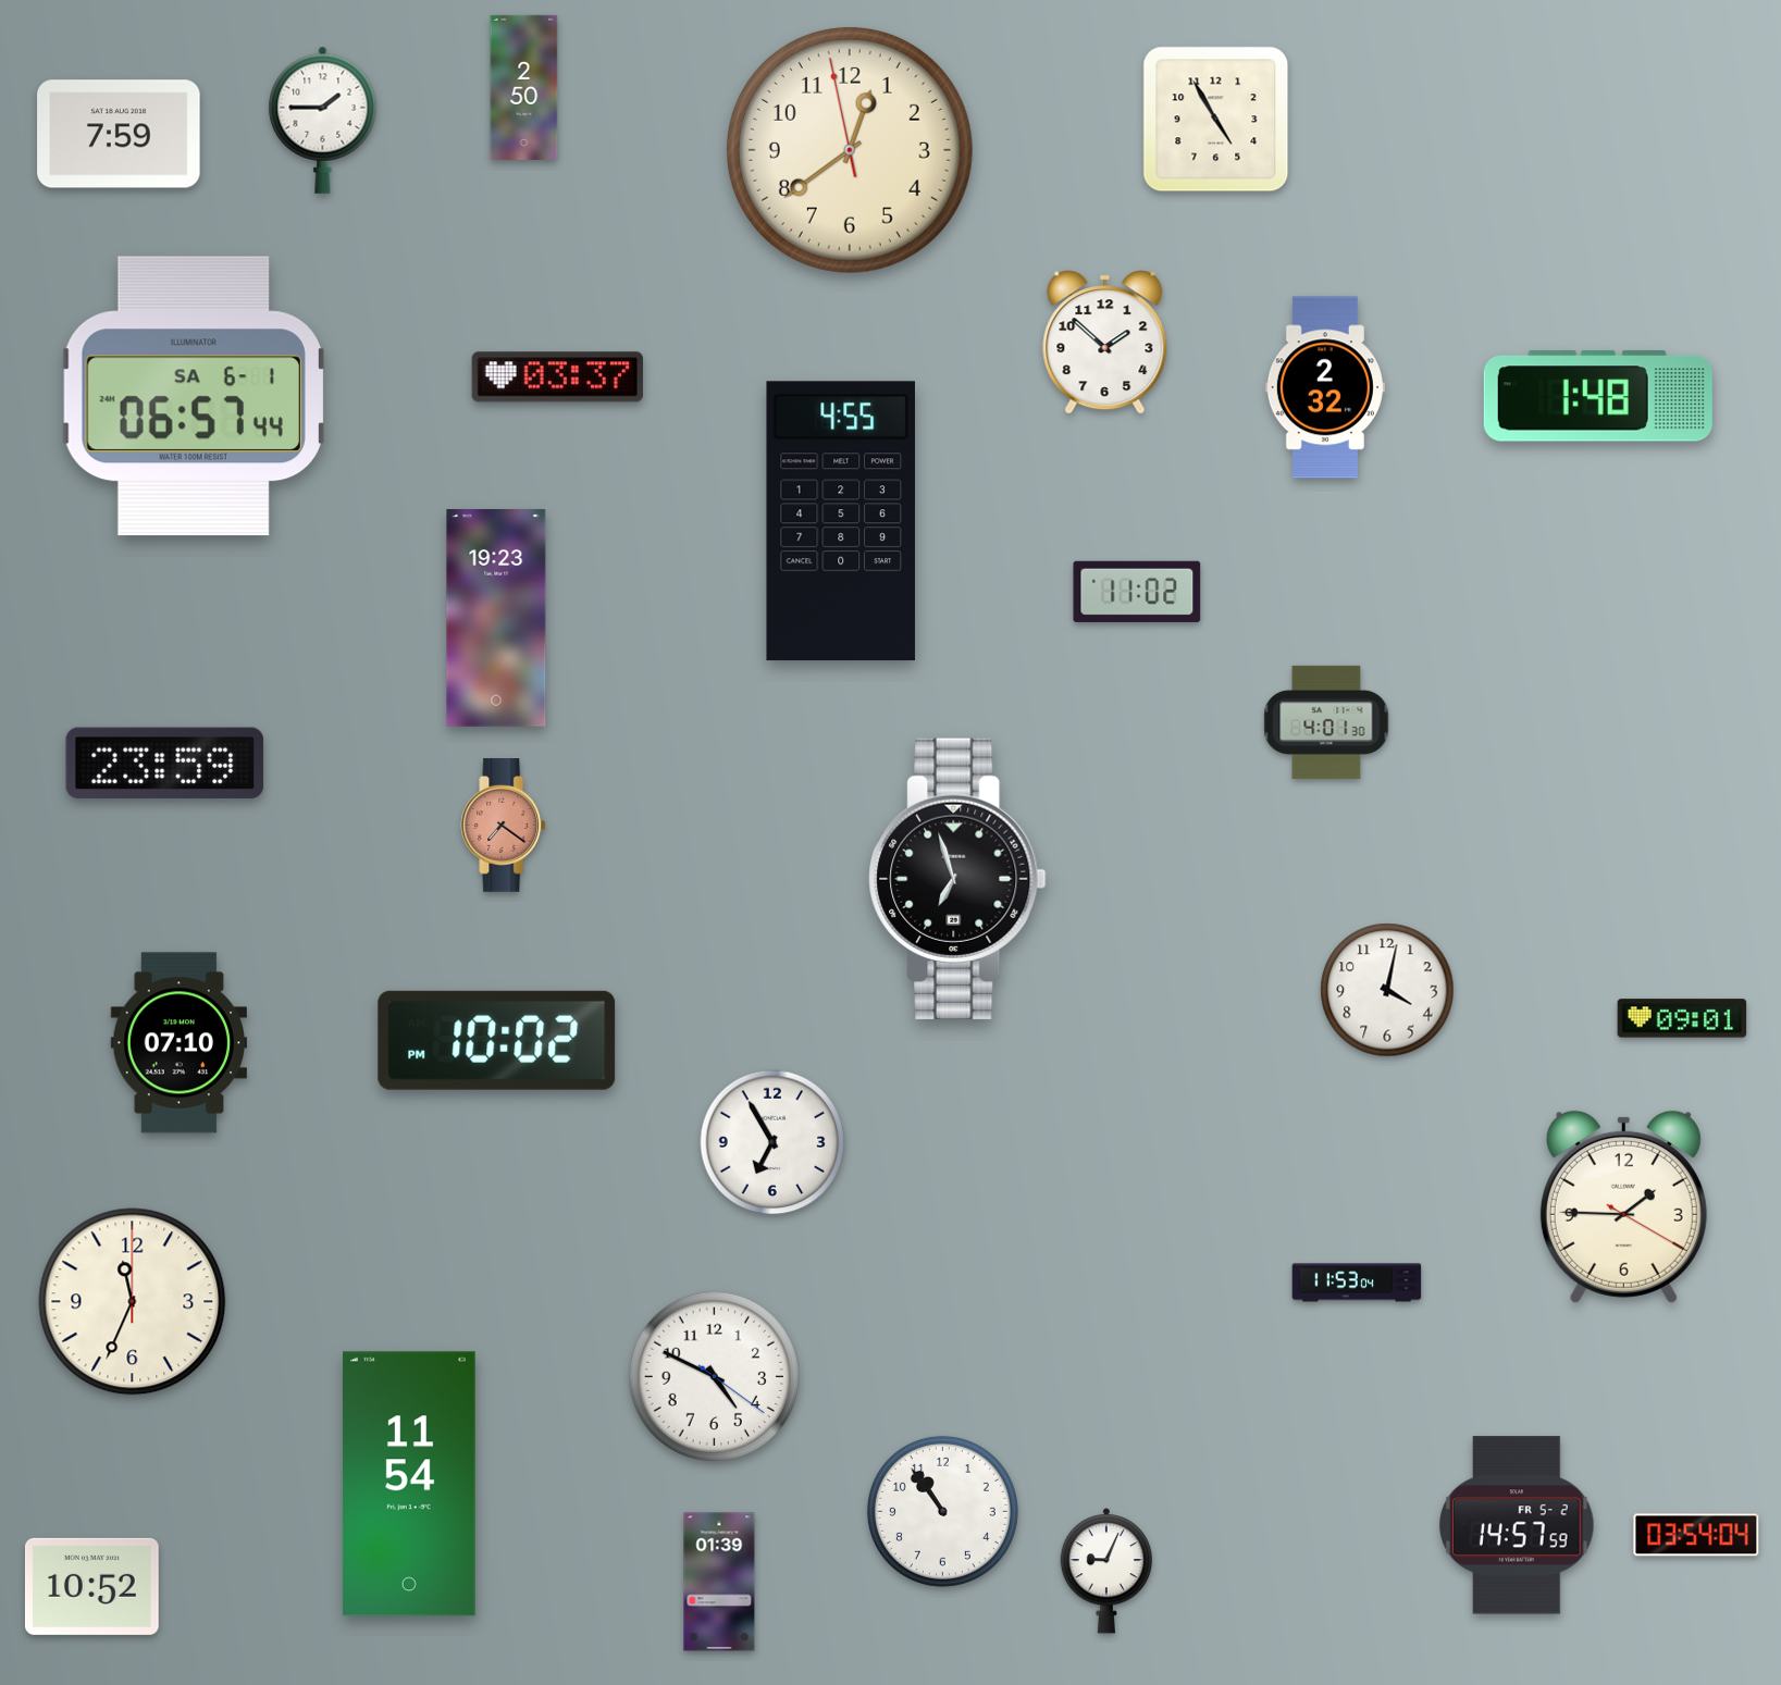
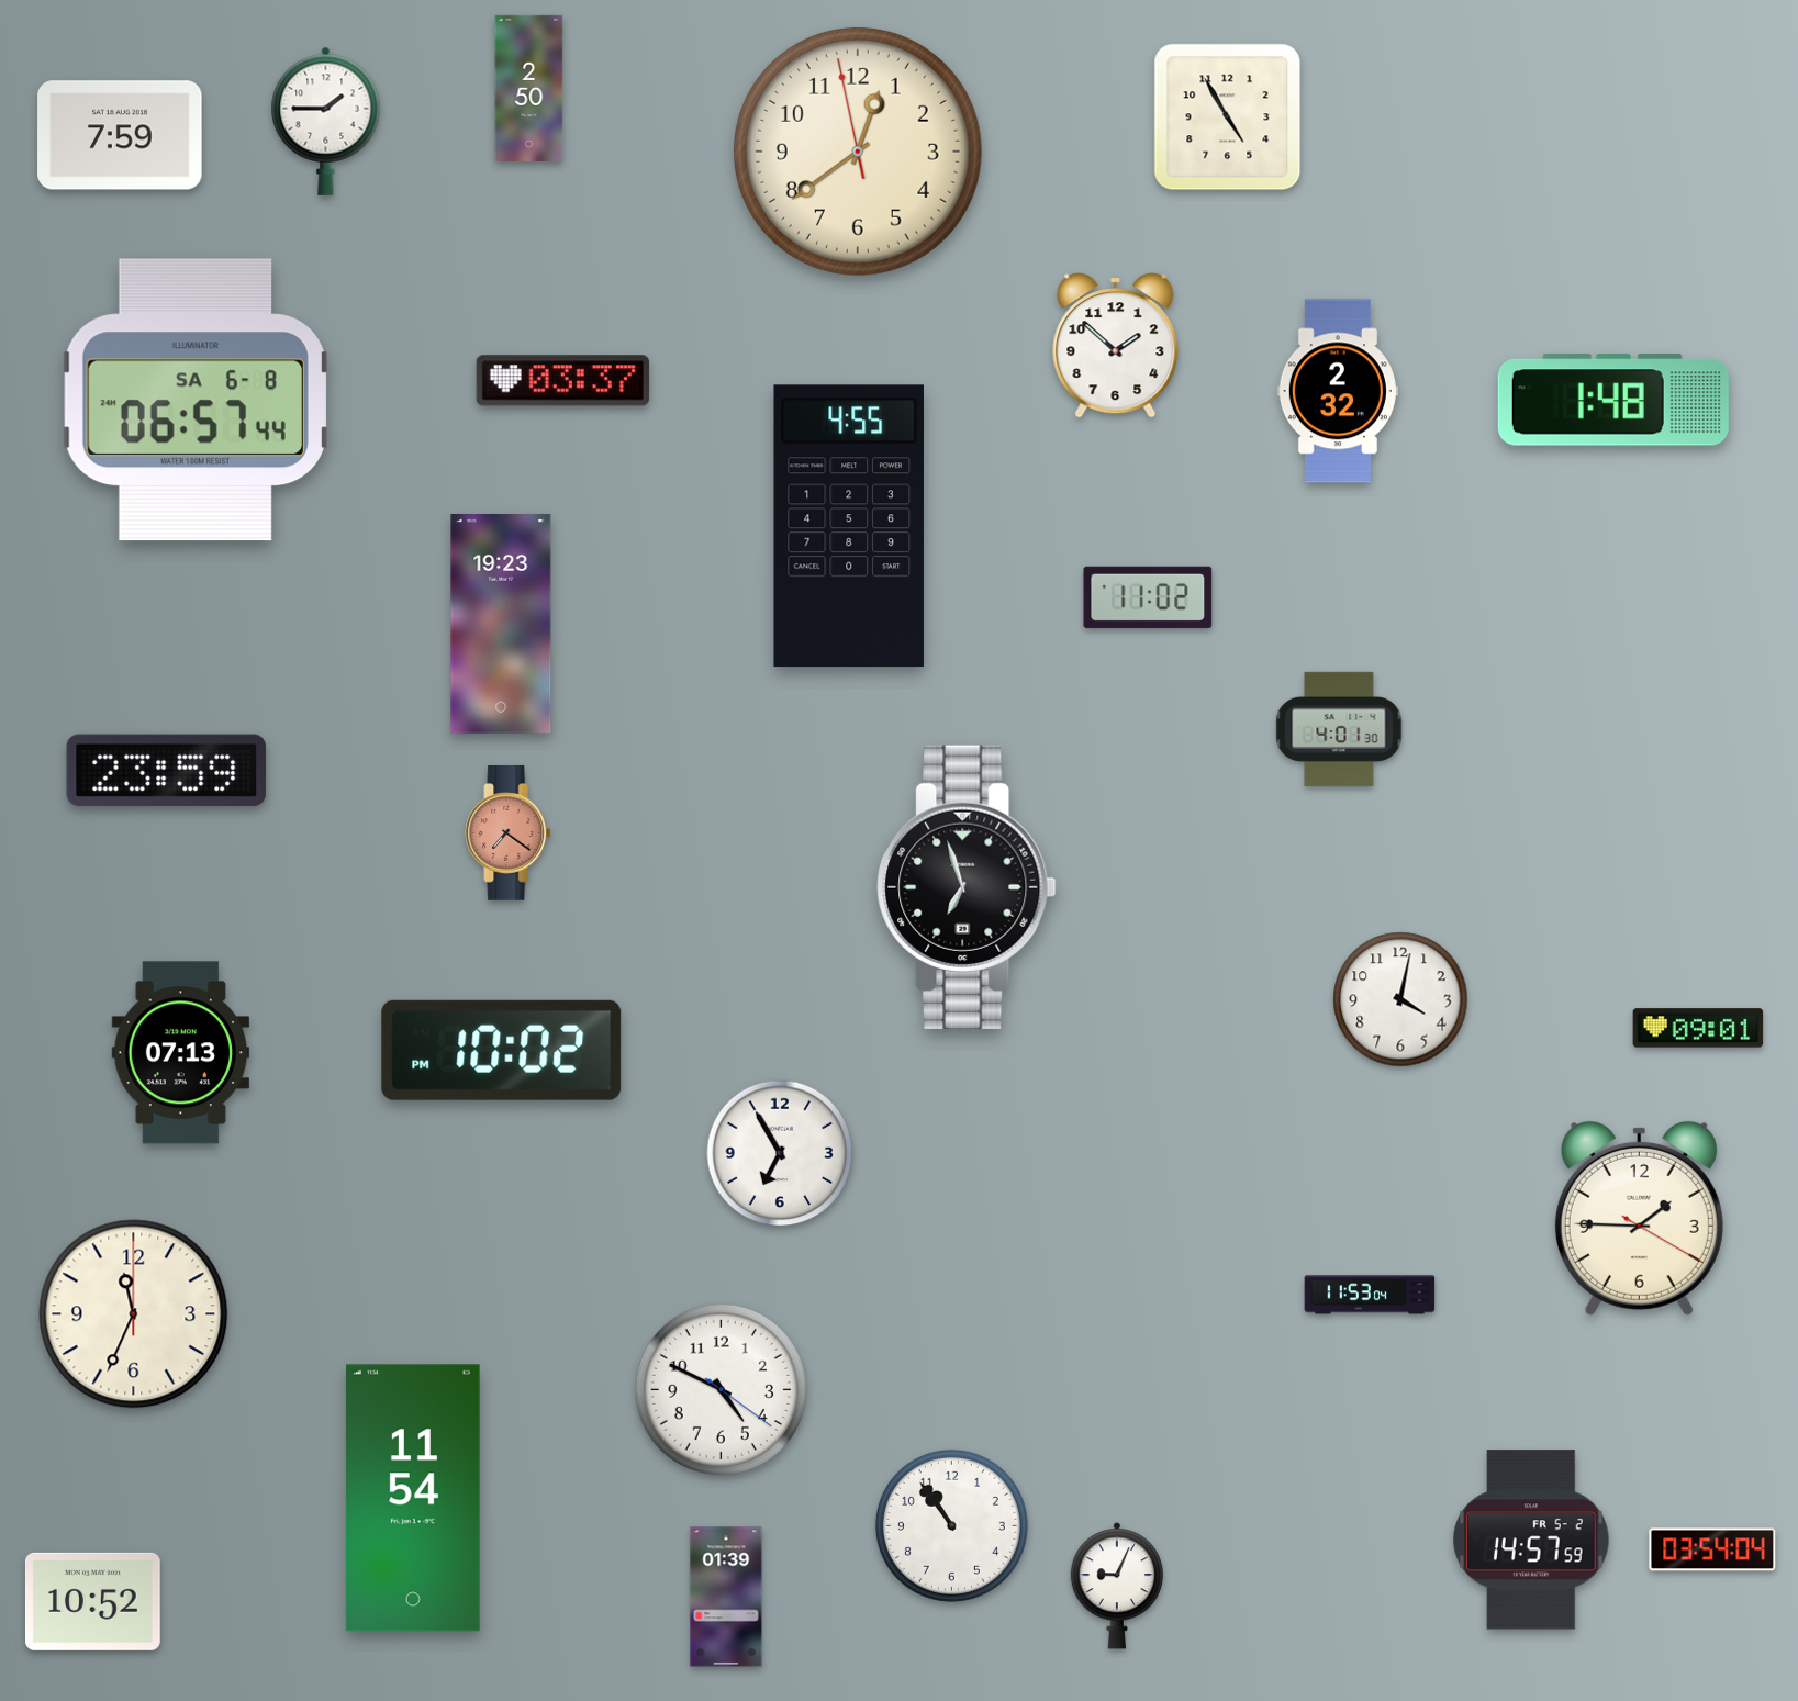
clock at (1216, 120) position: (1216, 120) -> (1228, 117)
clock at (194, 396) date: SA 6-1 -> SA 6-8
clock at (178, 1043): 07:10 -> 07:13
